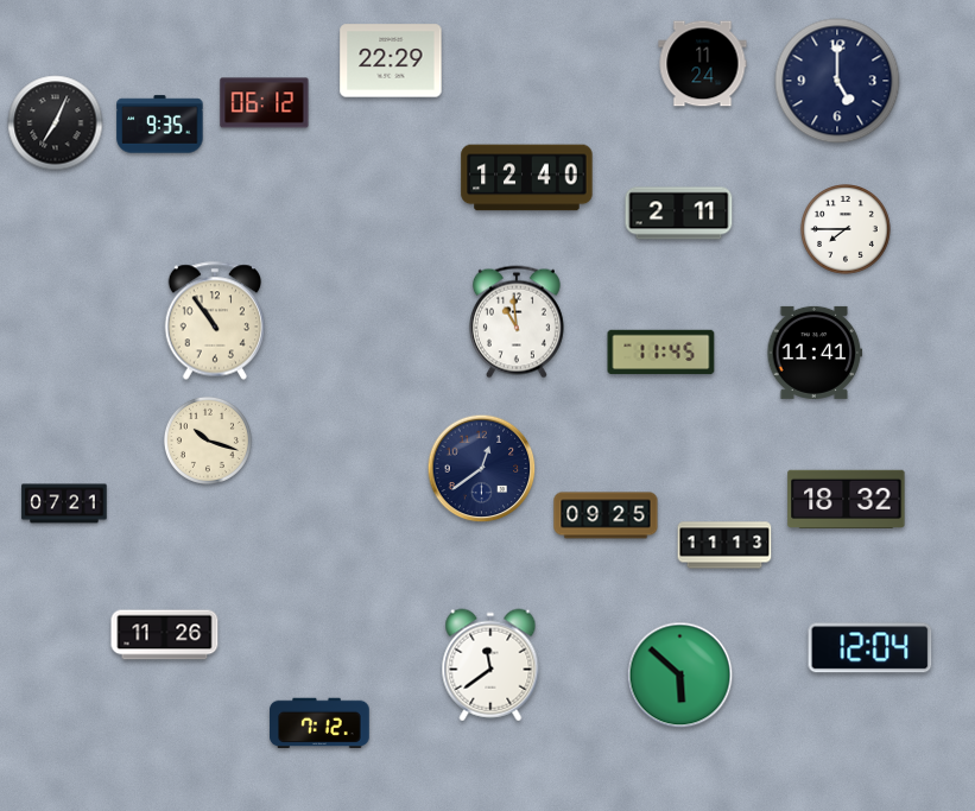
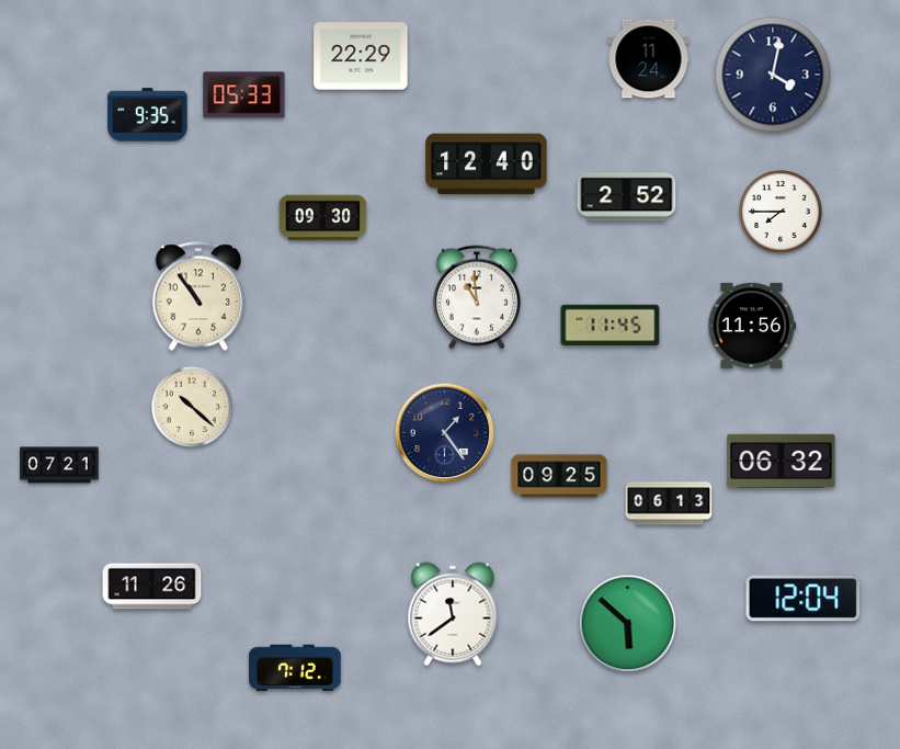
clock at (837, 81): 5:00 -> 4:02
clock at (265, 103): 06:12 -> 05:33
clock at (56, 123): 7:04 -> none
clock at (679, 214): 2:11 -> 2:52
clock at (323, 218): none -> 09:30
clock at (815, 353): 11:41 -> 11:56
clock at (208, 441): 10:18 -> 10:22
clock at (482, 469): 12:39 -> 1:24
clock at (847, 499): 18:32 -> 06:32
clock at (724, 545): 11:13 -> 06:13
